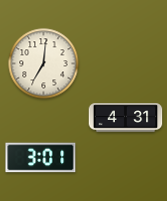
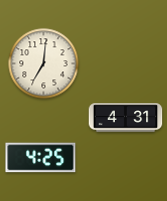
clock at (41, 158): 3:01 -> 4:25
